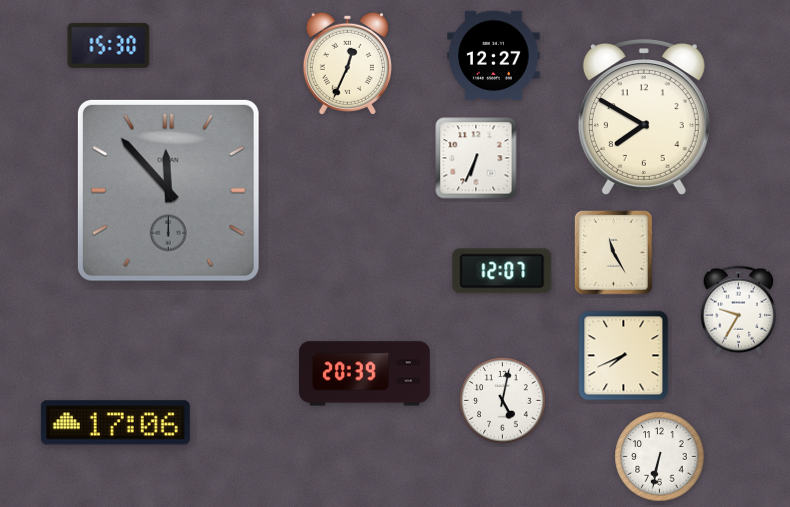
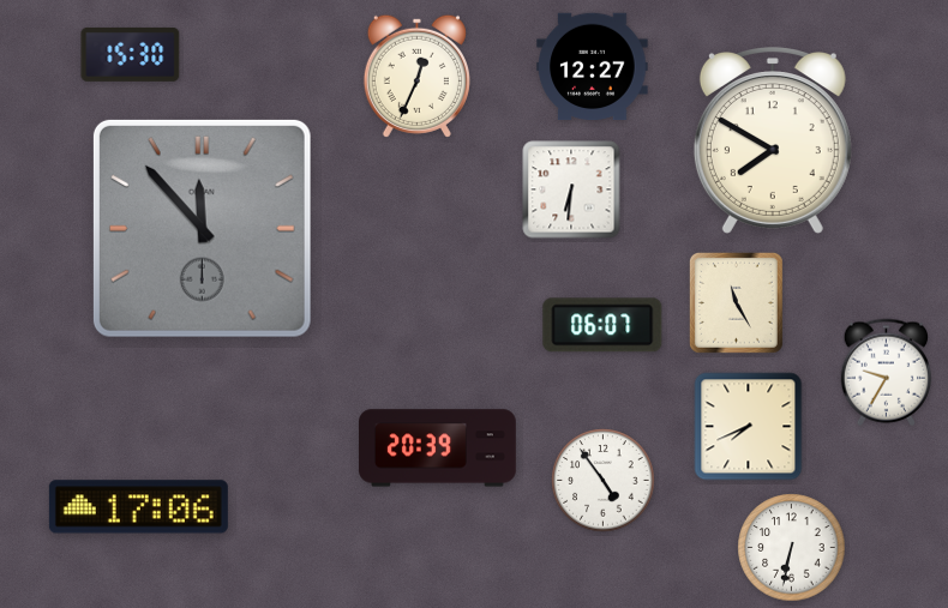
clock at (476, 158): 6:34 -> 6:31
clock at (502, 271): 12:07 -> 06:07
clock at (503, 401): 5:02 -> 4:54
